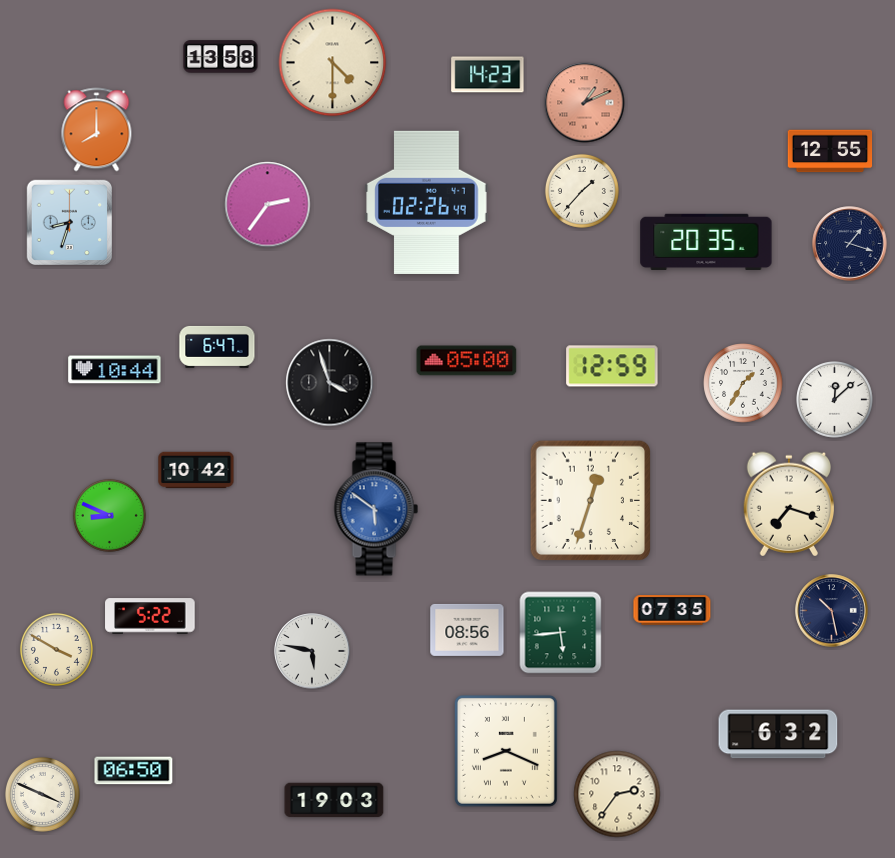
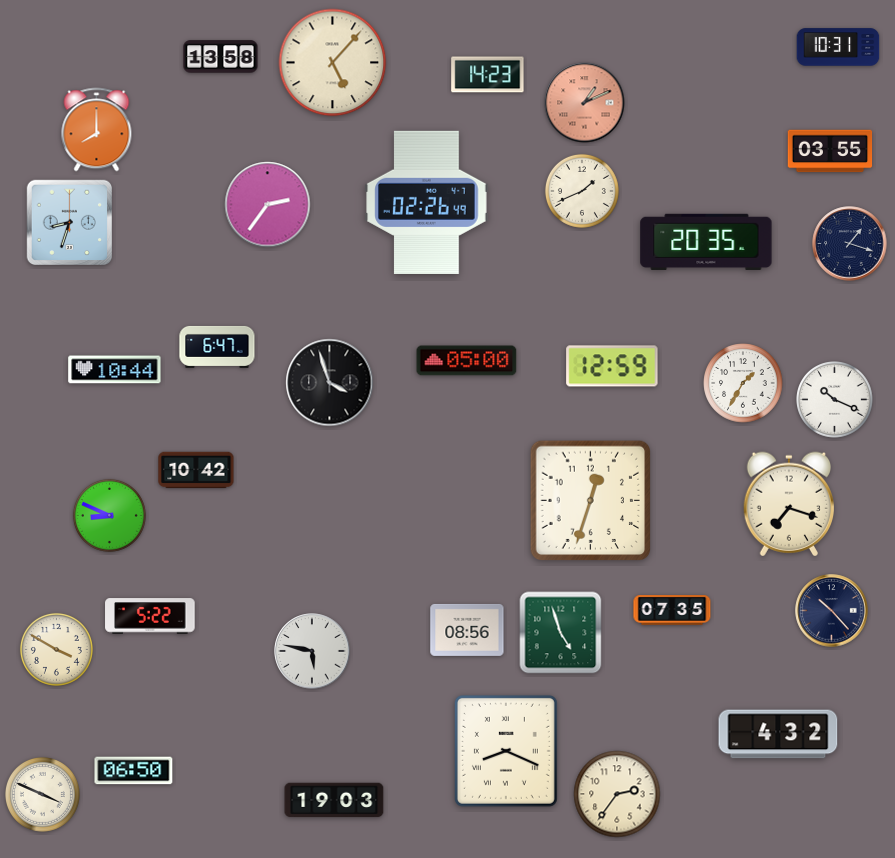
clock at (838, 47): none -> 10:31
clock at (333, 63): 4:30 -> 5:07
clock at (830, 151): 12:55 -> 03:55
clock at (582, 191): 1:37 -> 1:41
clock at (835, 400): 12:08 -> 10:19
clock at (376, 509): 5:51 -> none
clock at (832, 611): 10:28 -> 10:23
clock at (561, 633): 5:44 -> 4:57
clock at (778, 734): 6:32 -> 4:32
